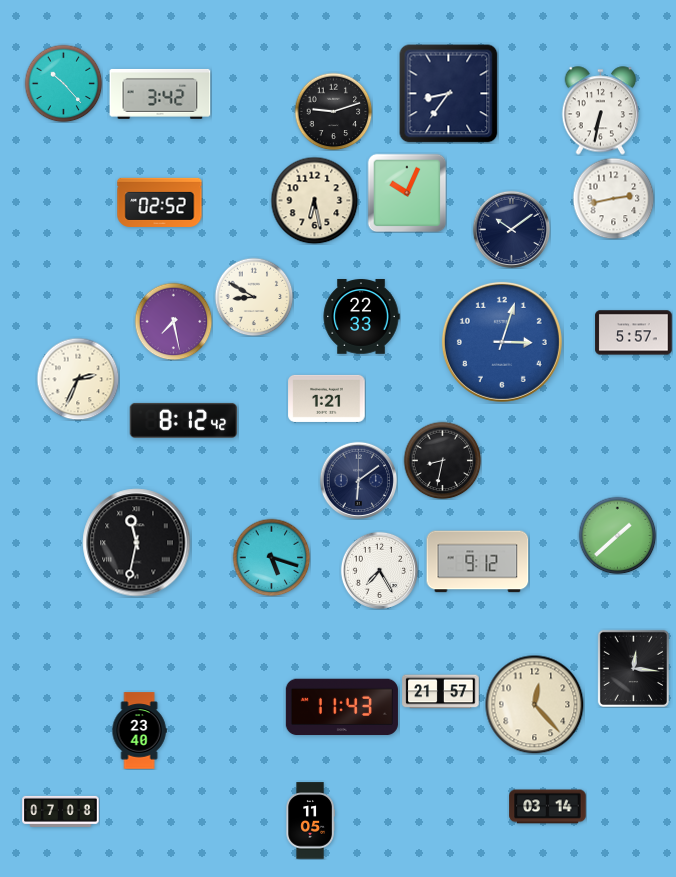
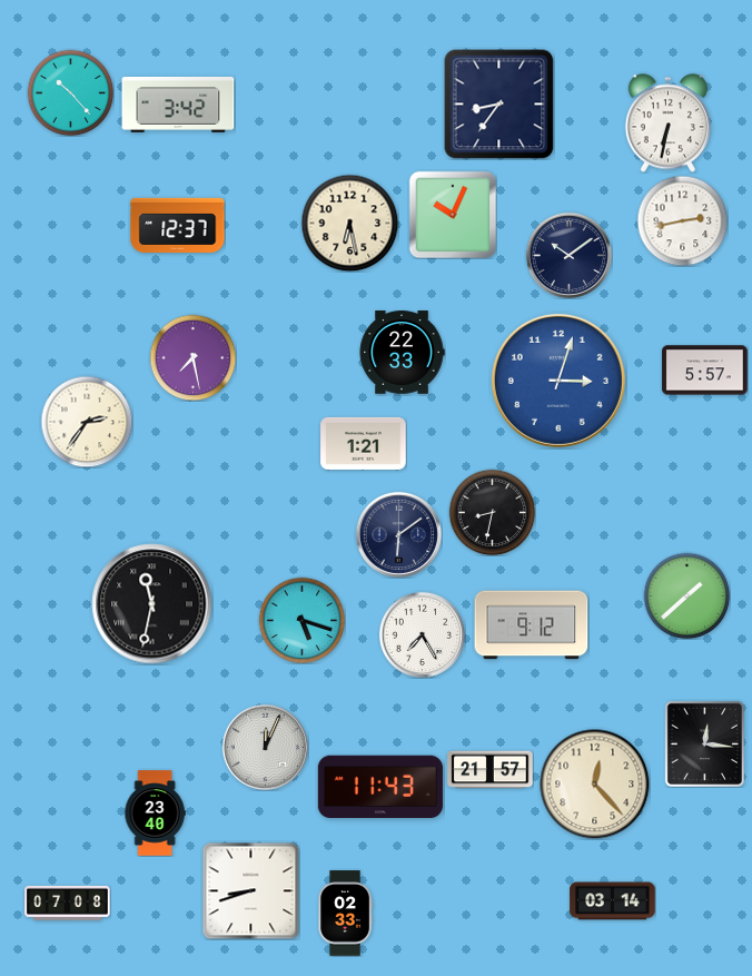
clock at (333, 111): 9:12 -> none
clock at (160, 202): 02:52 -> 12:37
clock at (254, 297): 8:50 -> none
clock at (78, 379): 2:34 -> 2:36
clock at (184, 420): 8:12 -> none
clock at (265, 747): none -> 12:04
clock at (250, 890): none -> 8:42
clock at (548, 807) position: (548, 807) -> (613, 901)
clock at (310, 821): 11:05 -> 02:33
